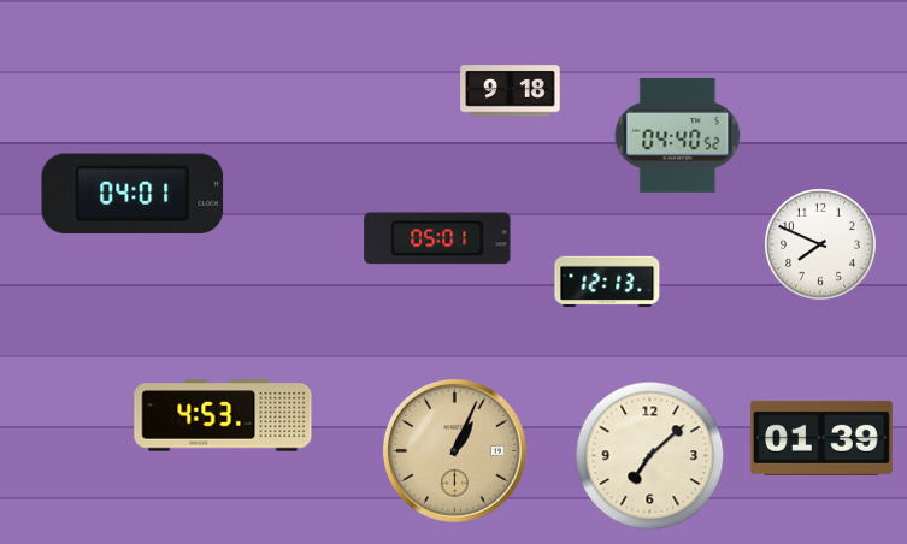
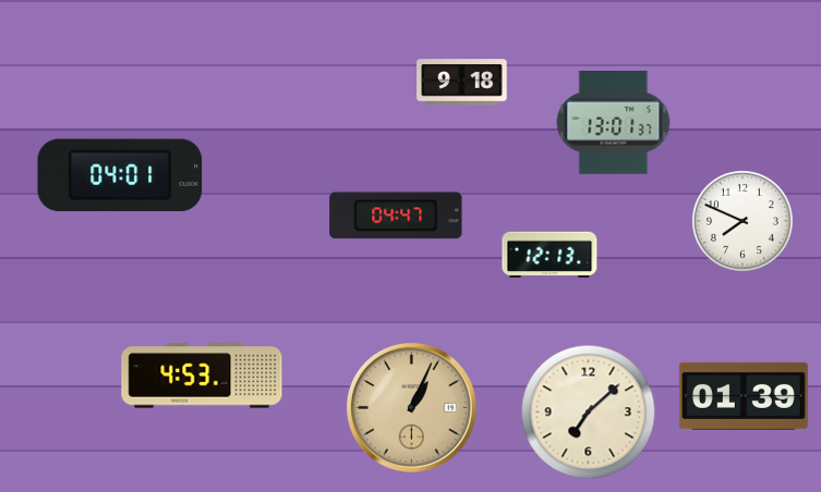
clock at (678, 135): 04:40 -> 13:01
clock at (437, 238): 05:01 -> 04:47
